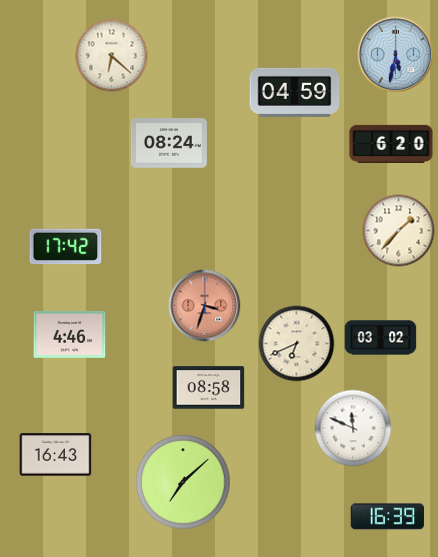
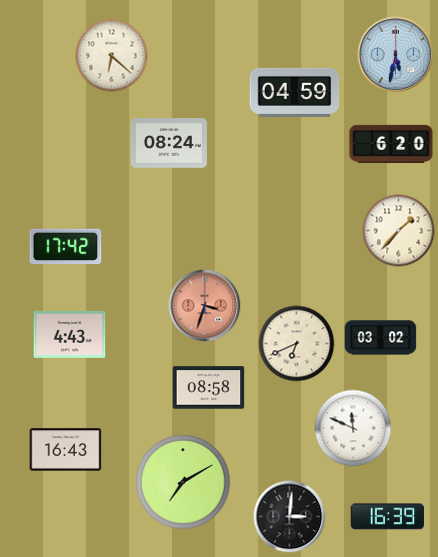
clock at (70, 334): 4:46 -> 4:43
clock at (56, 455) position: (56, 455) -> (66, 450)
clock at (183, 482): 7:08 -> 7:10
clock at (290, 517): none -> 3:01
